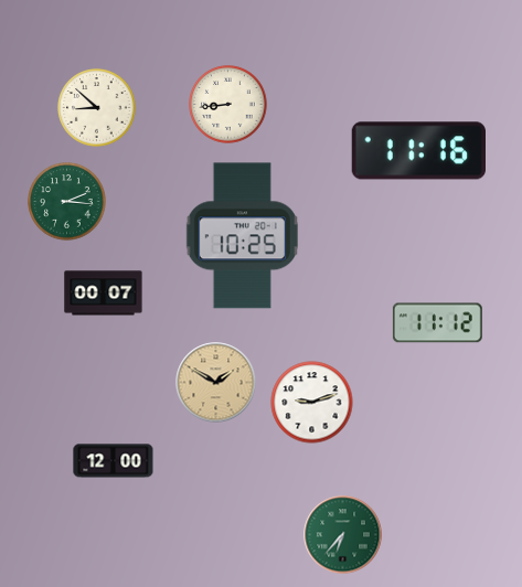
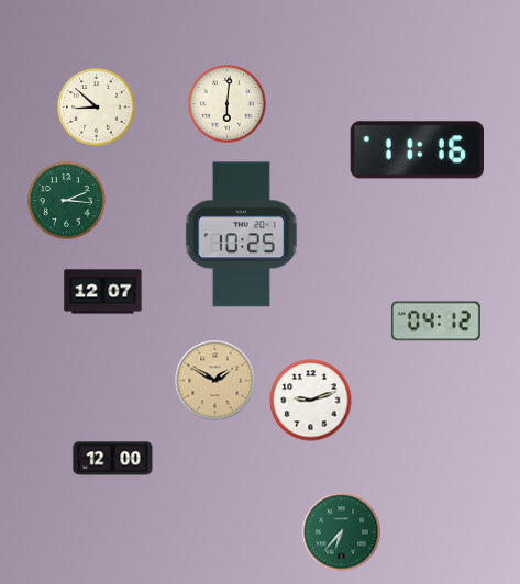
clock at (228, 105): 8:44 -> 6:01
clock at (104, 293): 00:07 -> 12:07
clock at (437, 323): 11:12 -> 04:12
